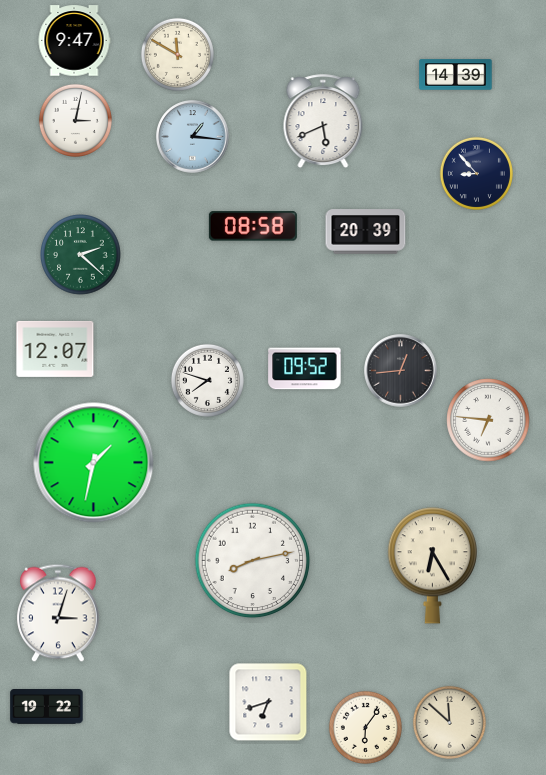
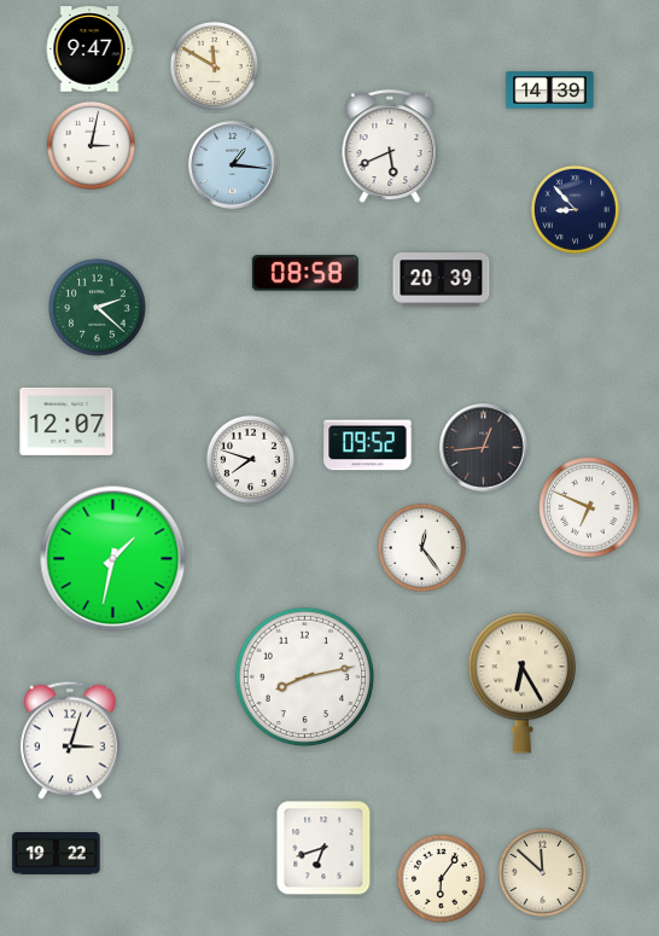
clock at (488, 420): 6:46 -> 6:49
clock at (421, 547): none -> 12:24
